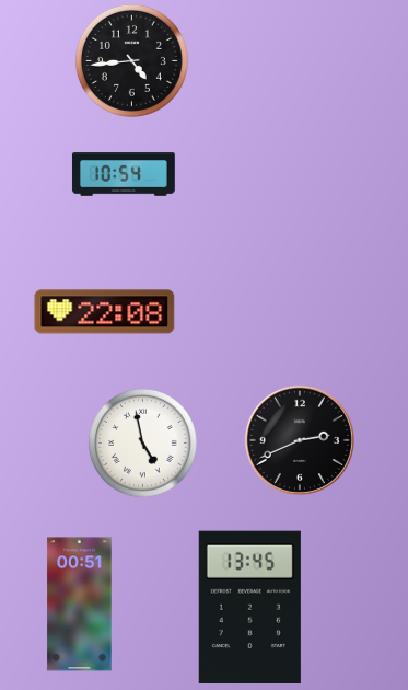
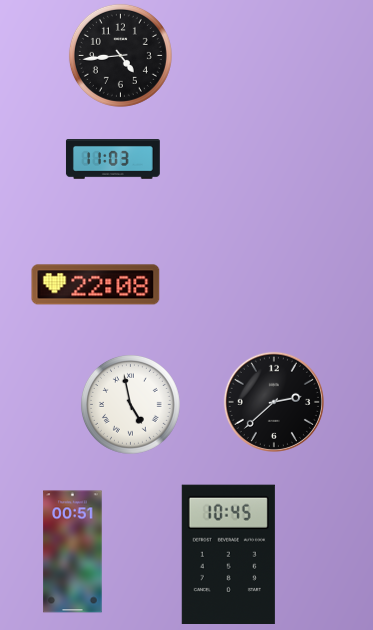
clock at (124, 175): 10:54 -> 11:03
clock at (300, 440): 2:41 -> 2:38
clock at (249, 607): 13:45 -> 10:45
